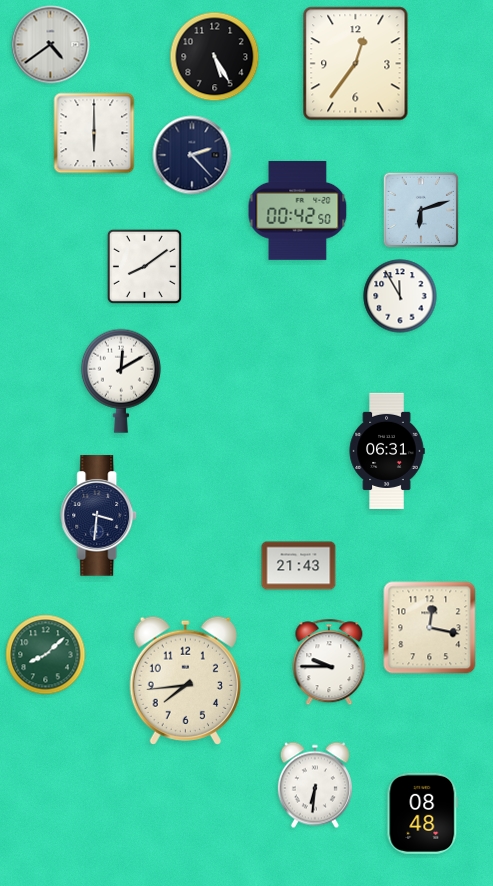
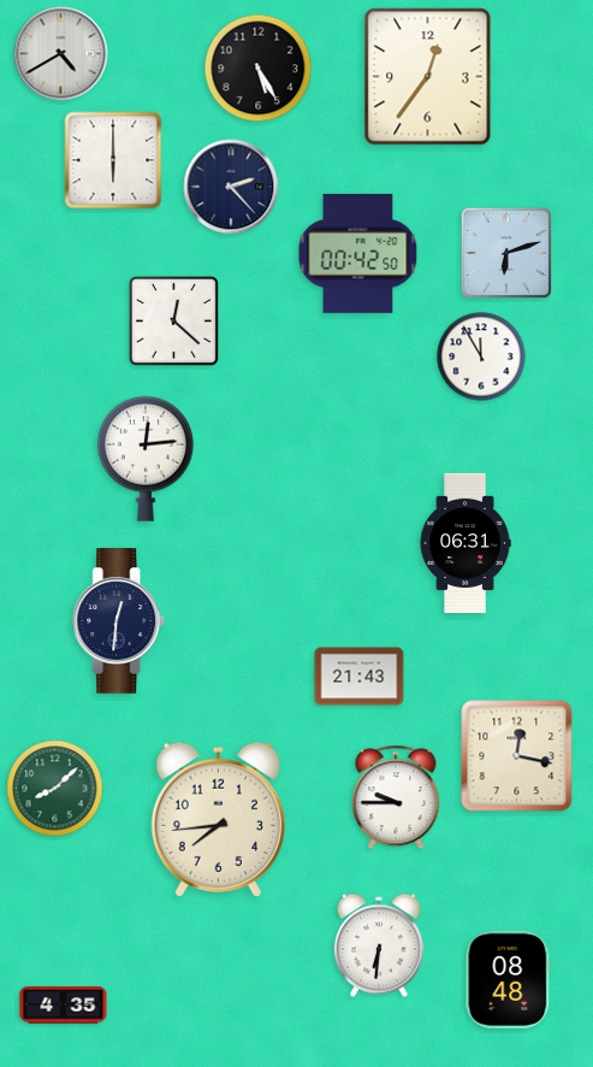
clock at (51, 45): 4:39 -> 4:40
clock at (144, 266): 8:09 -> 12:22
clock at (121, 381): 12:10 -> 12:14
clock at (99, 516): 3:31 -> 12:31
clock at (299, 566) position: (299, 566) -> (360, 677)
clock at (185, 680) position: (185, 680) -> (218, 819)
clock at (64, 1006): none -> 4:35
